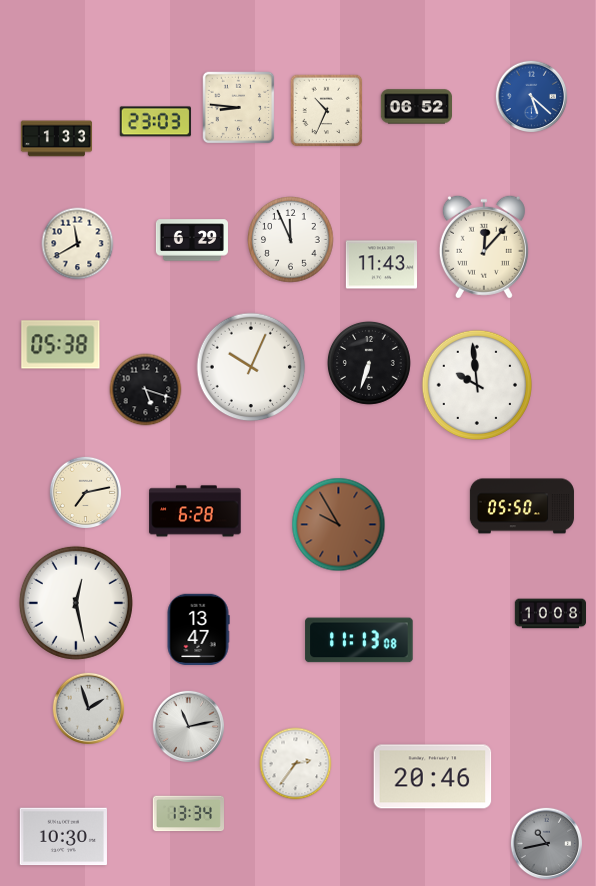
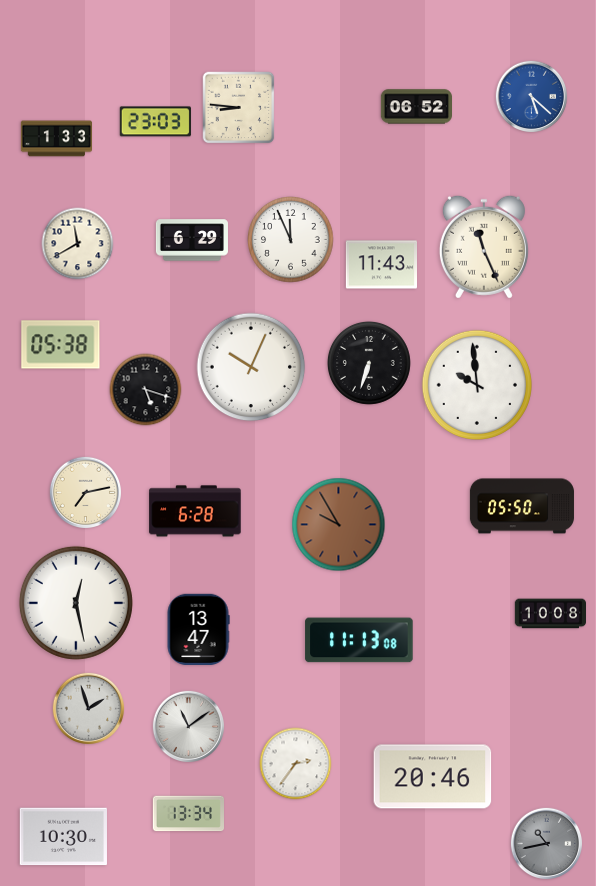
clock at (327, 111): 10:34 -> none
clock at (484, 247): 12:07 -> 11:26
clock at (189, 727): 11:13 -> 11:09
